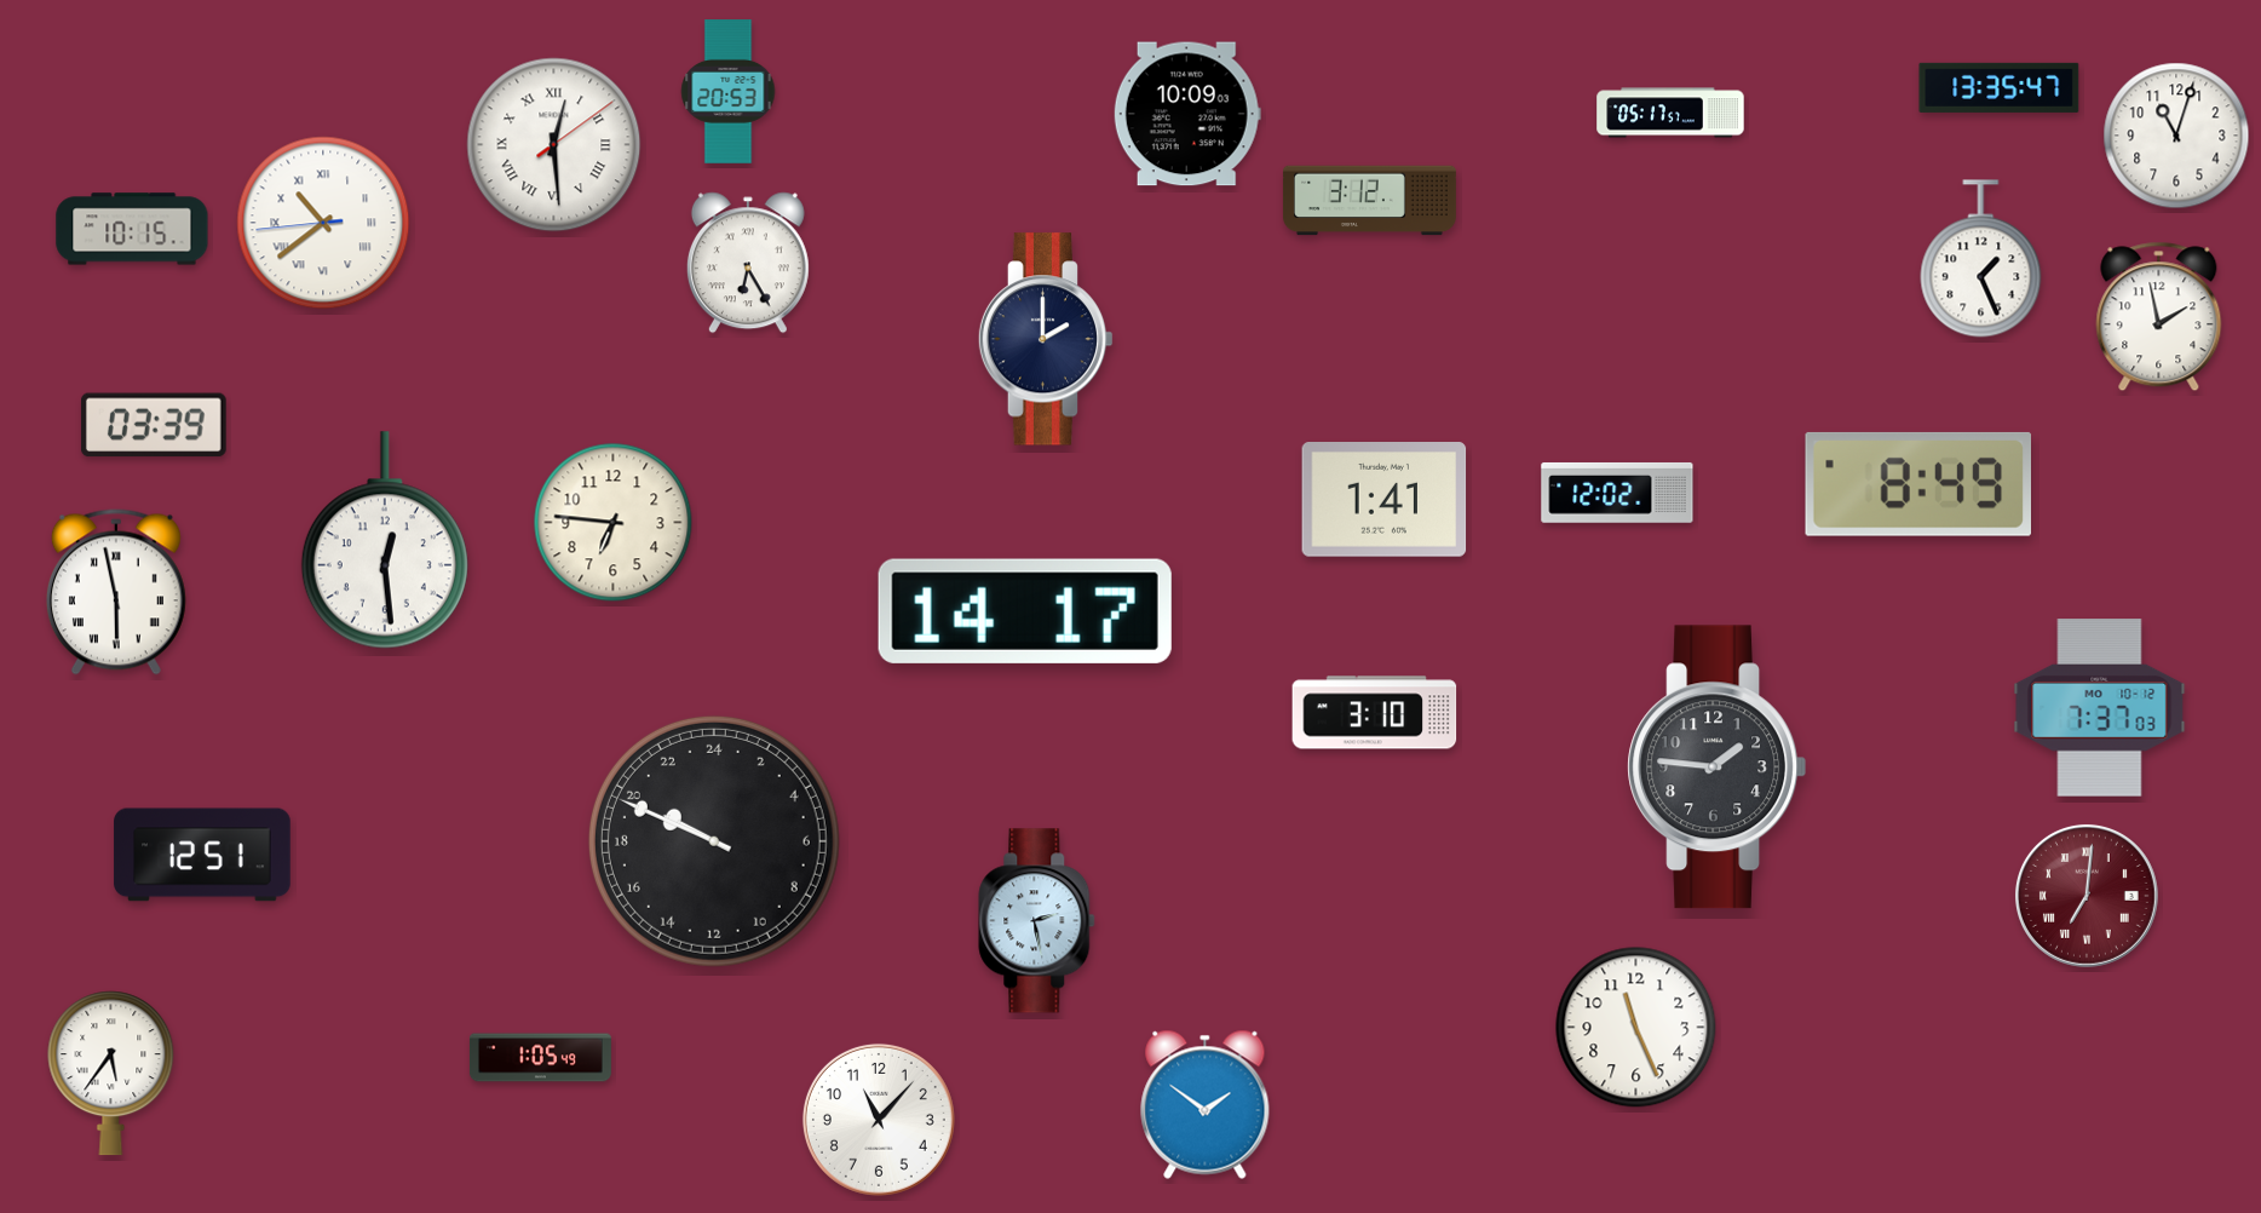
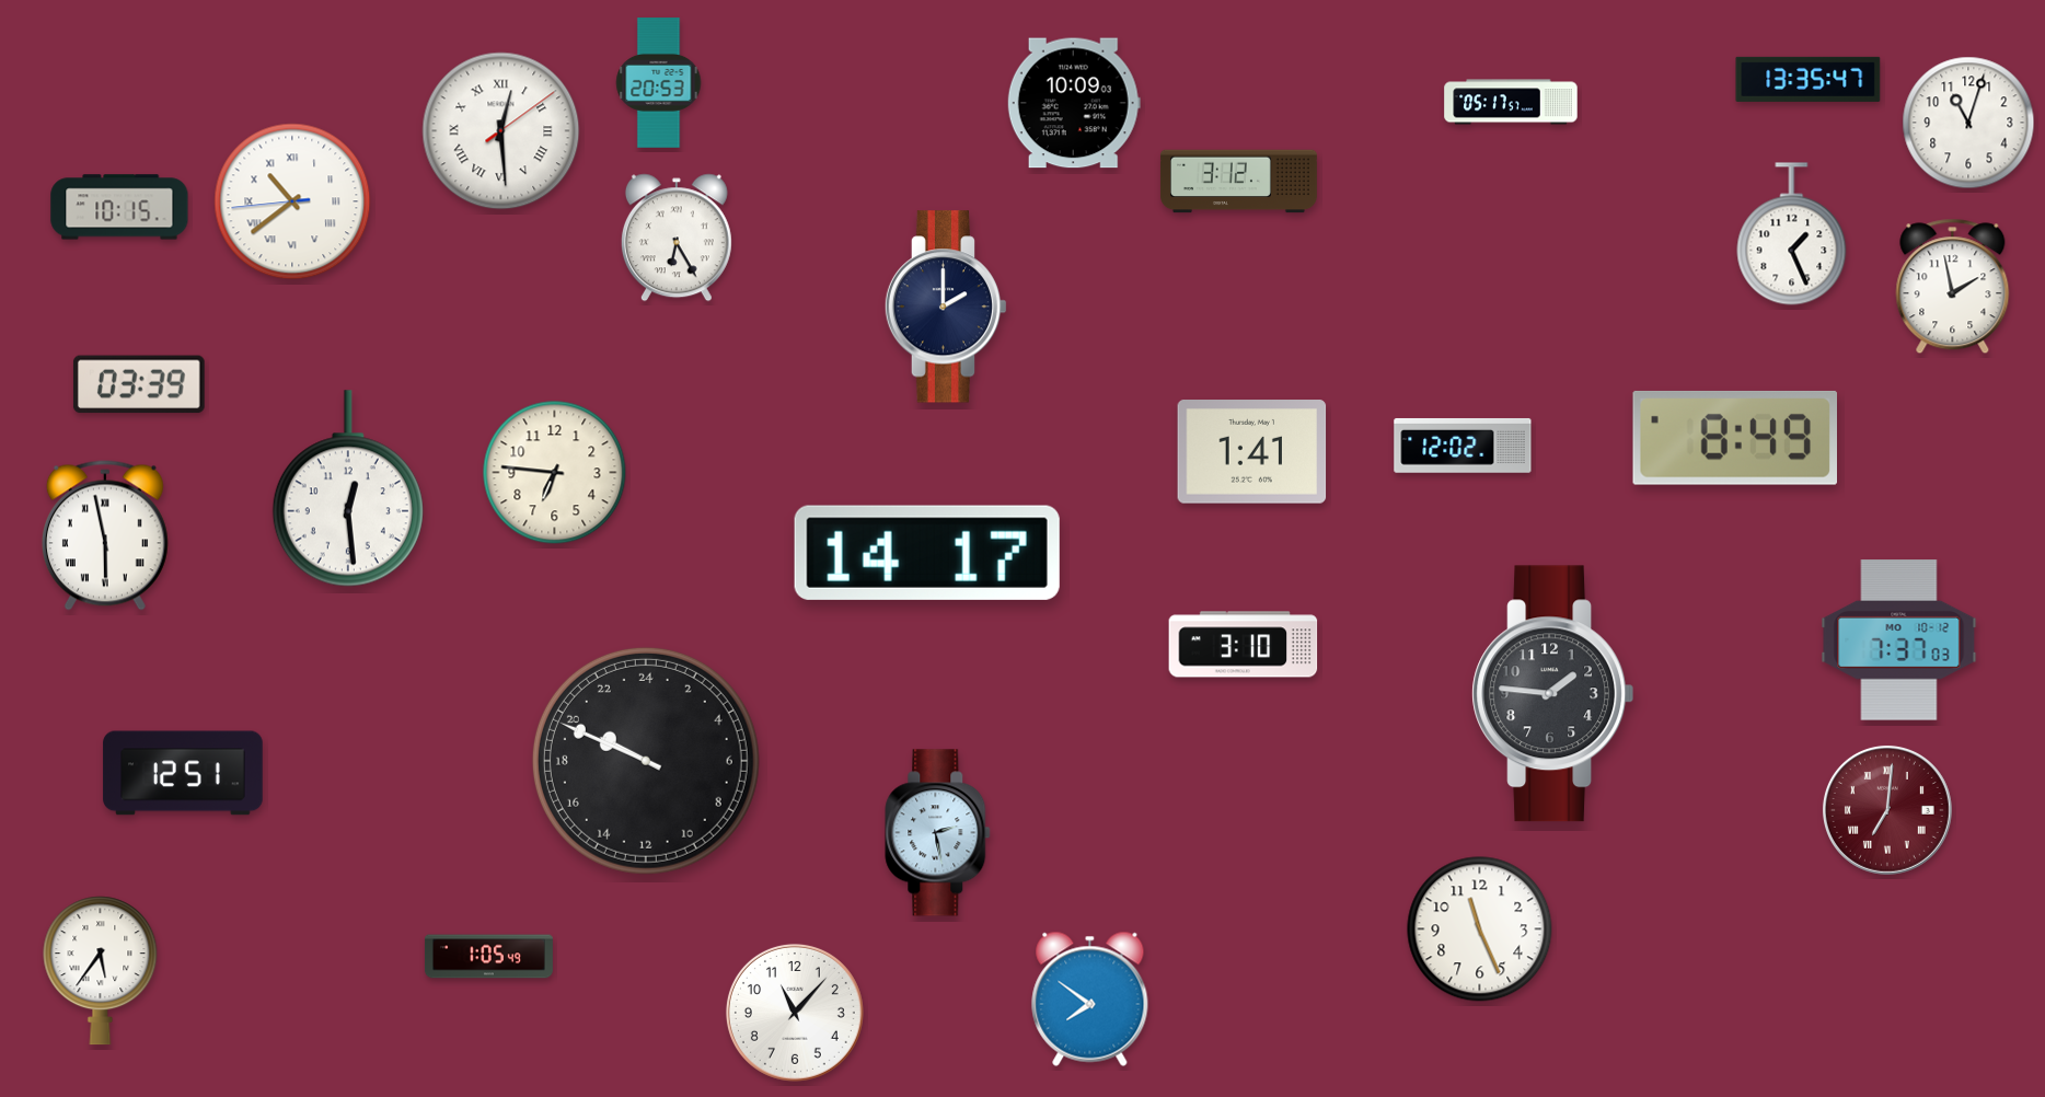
clock at (1206, 1104): 1:51 -> 7:51
